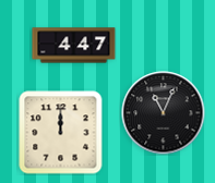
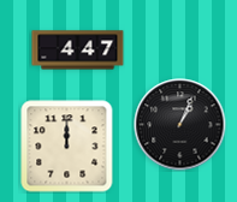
clock at (74, 46) position: (74, 46) -> (78, 50)
clock at (164, 113): 11:04 -> 1:04
